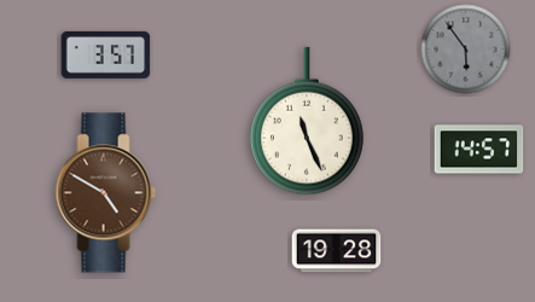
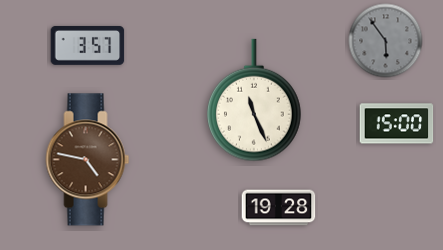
clock at (479, 150): 14:57 -> 15:00
clock at (106, 193): 4:50 -> 4:47
